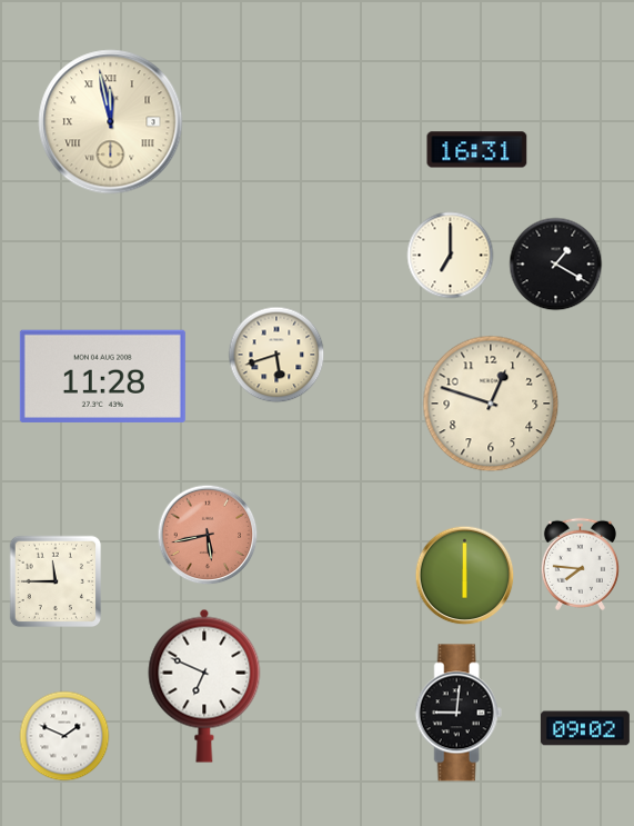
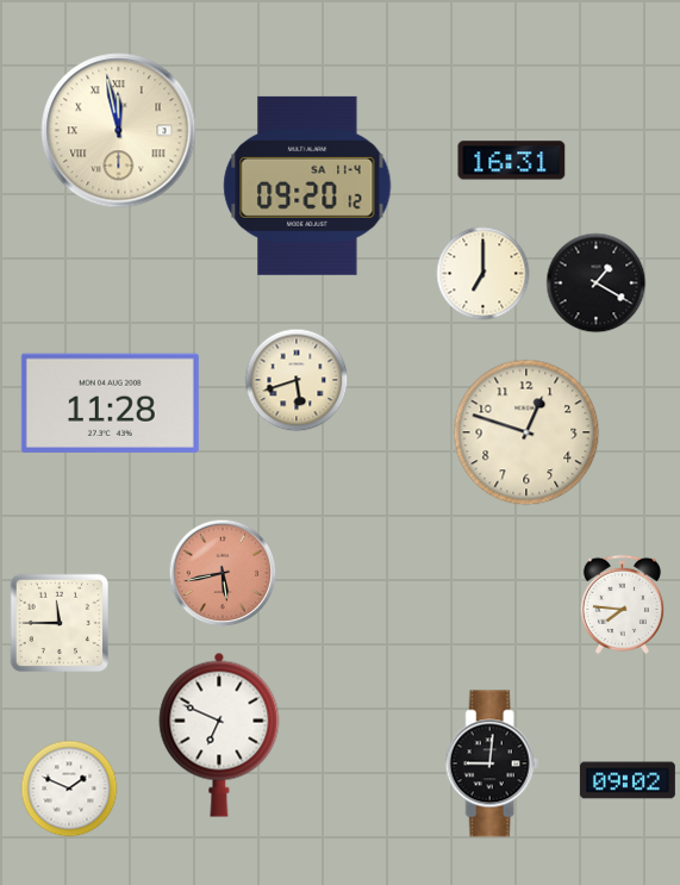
clock at (307, 186): none -> 09:20
clock at (465, 576): 6:00 -> none
